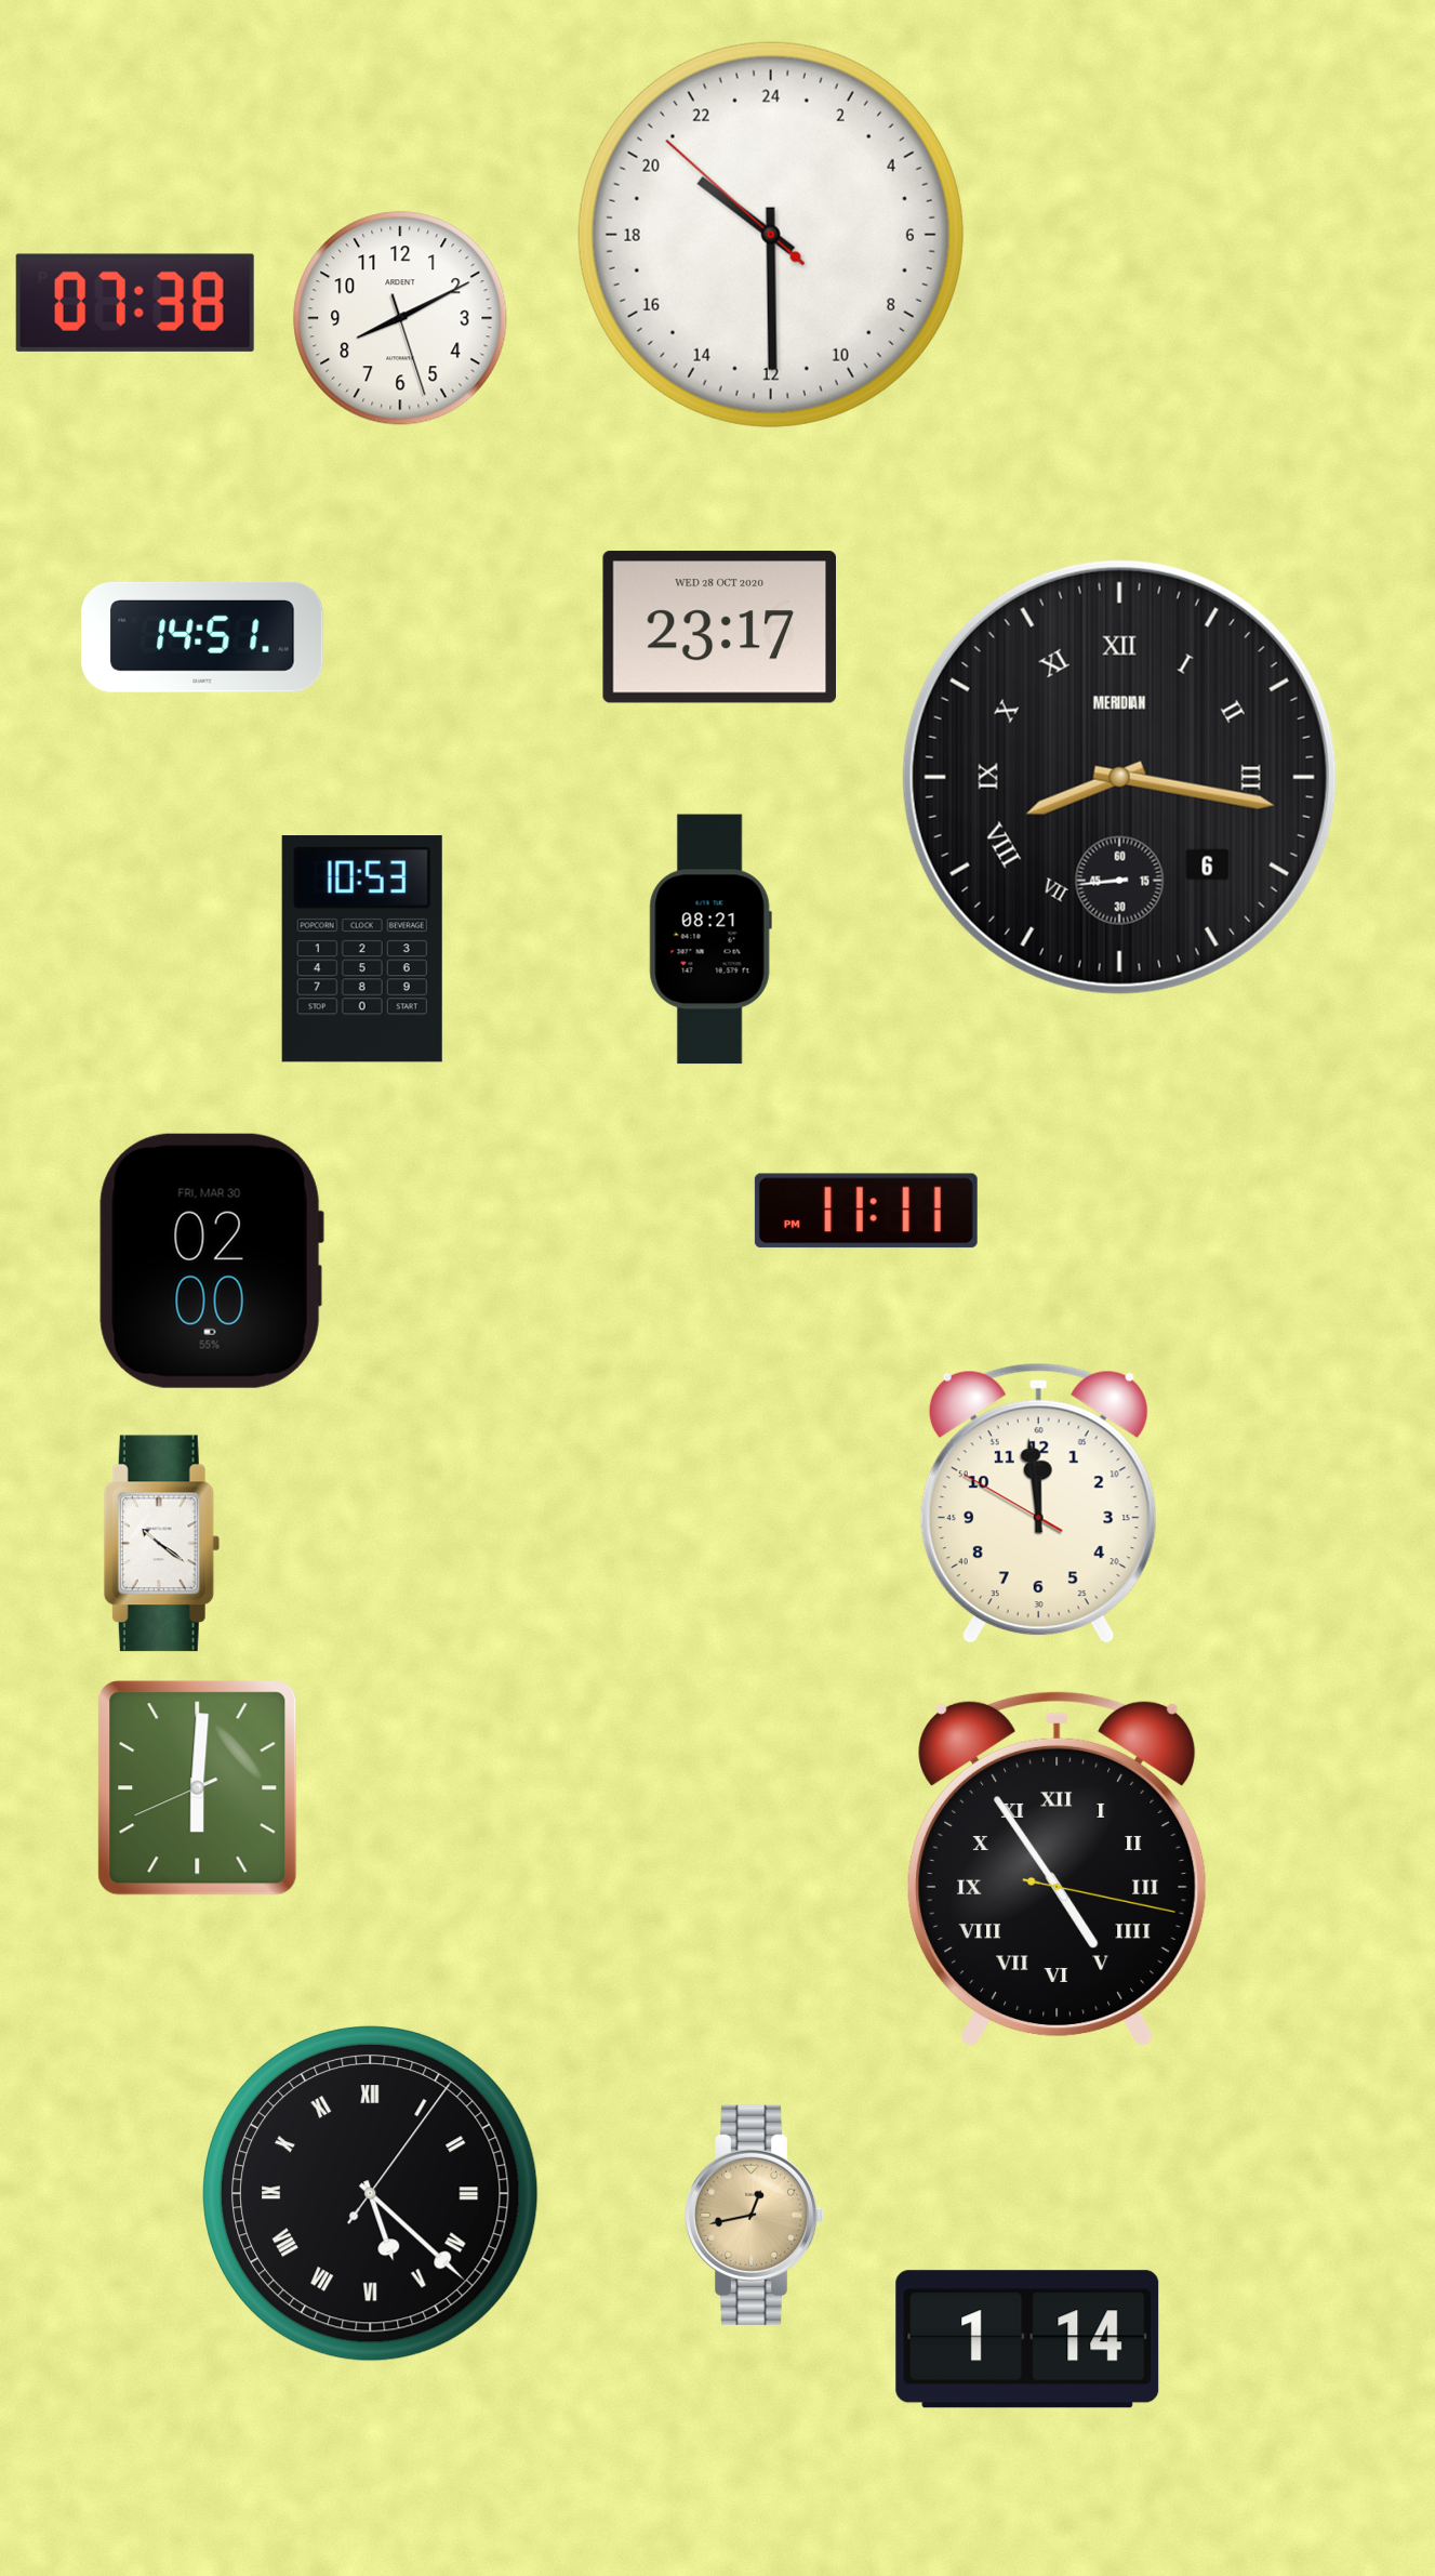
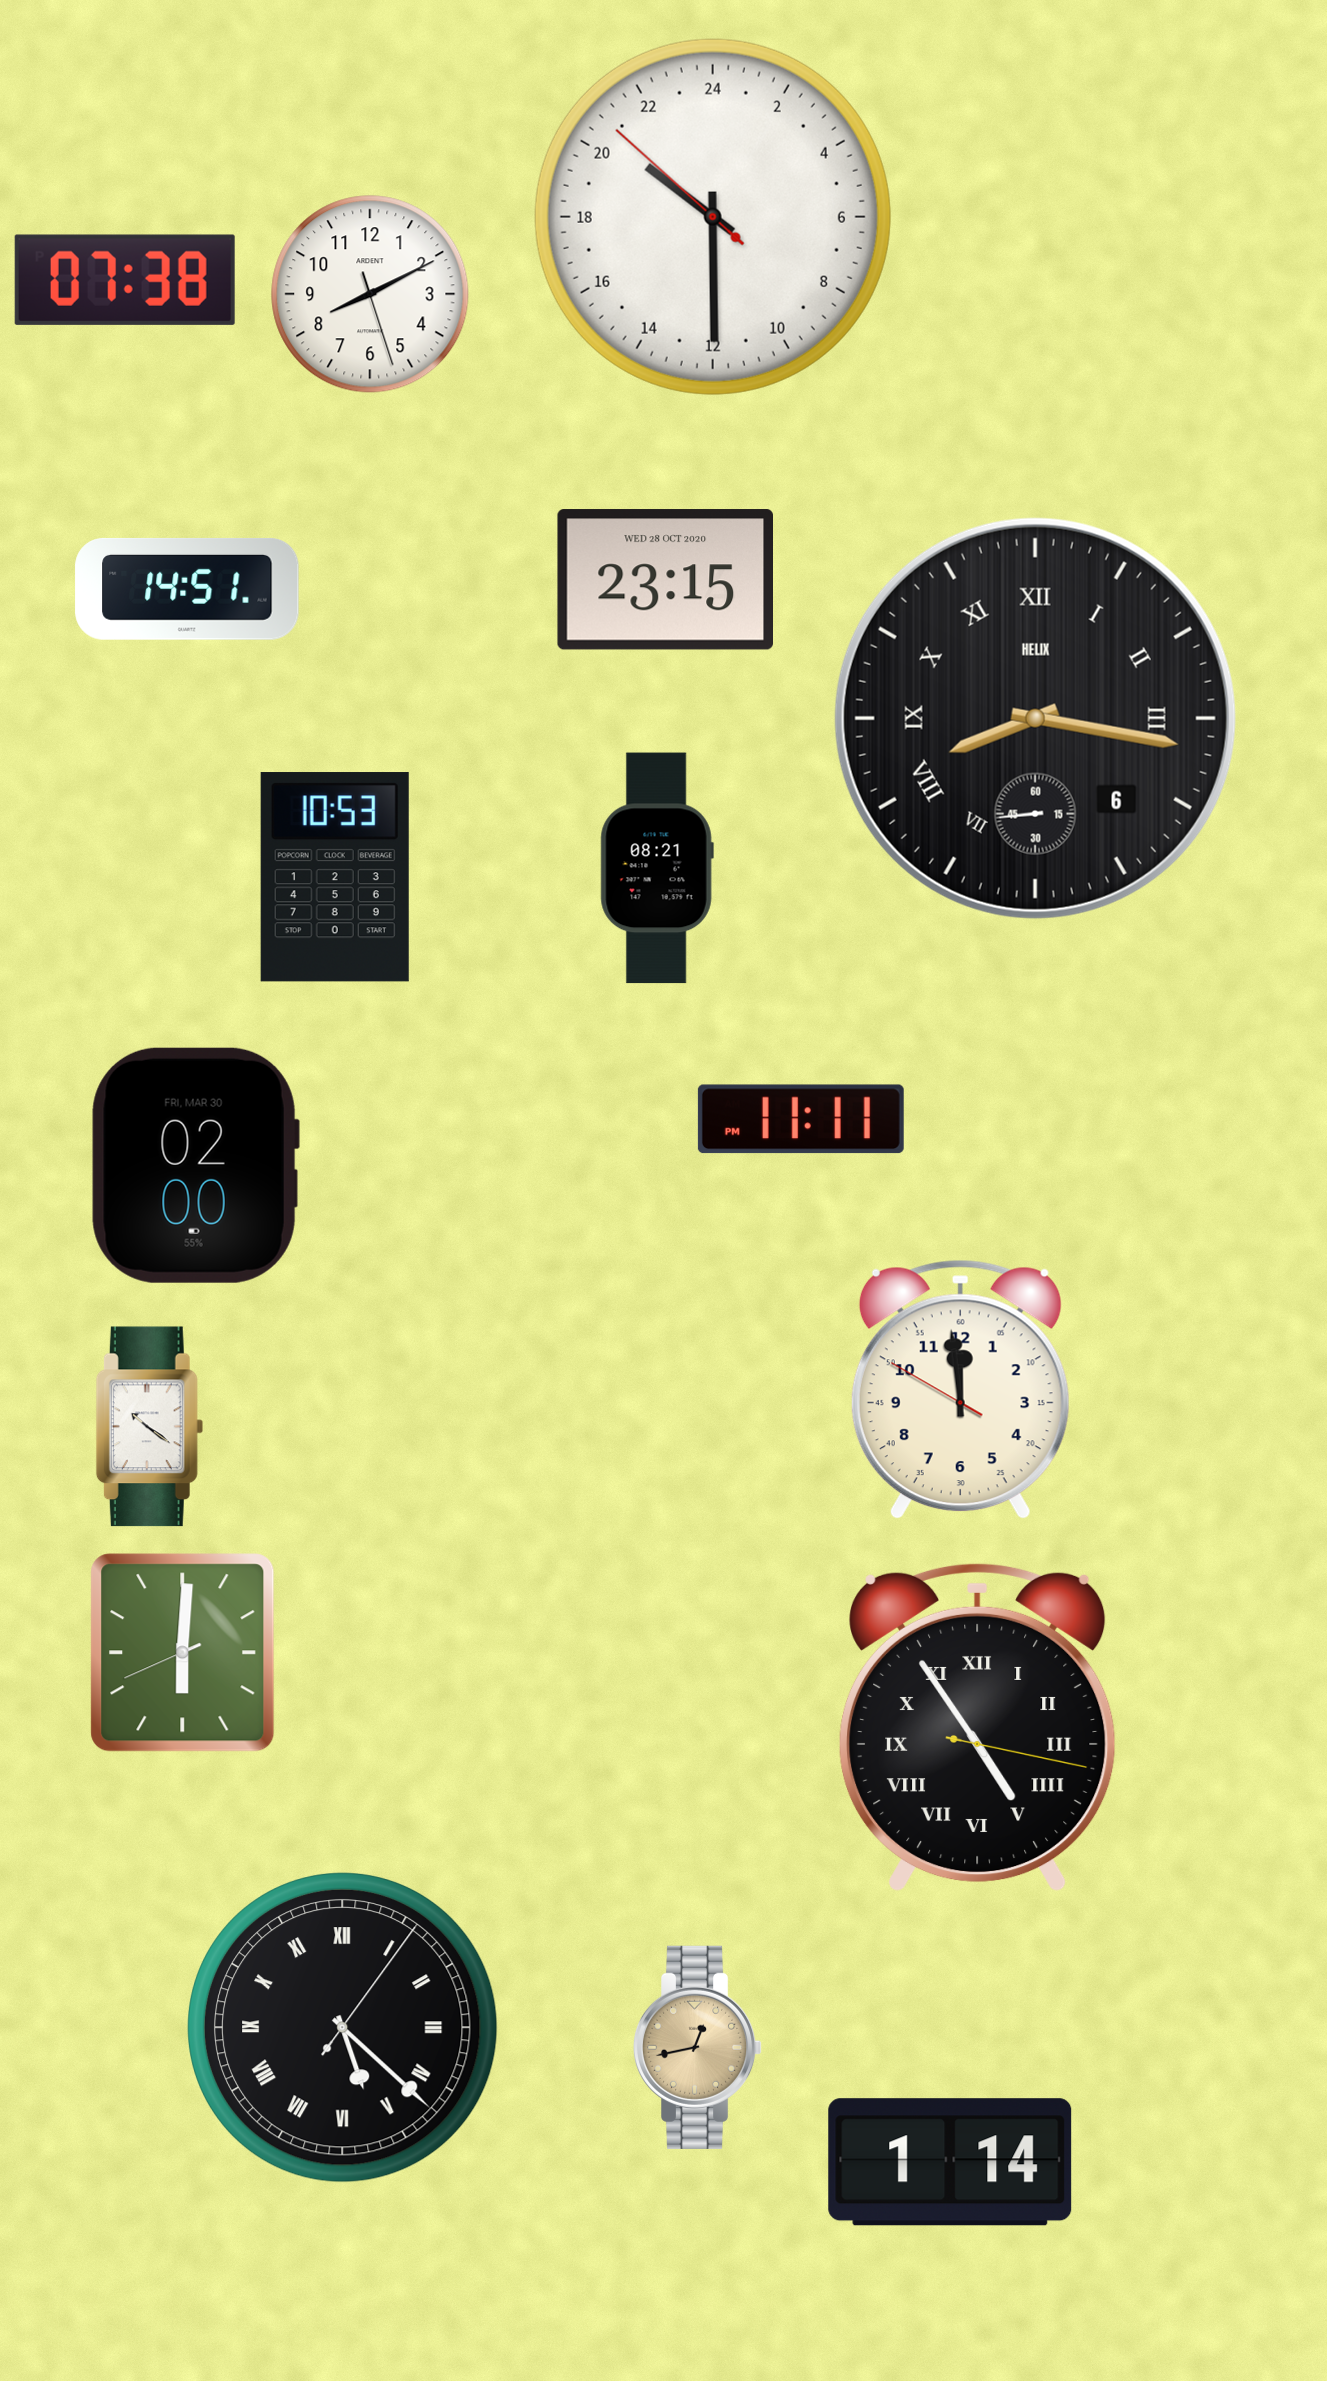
clock at (719, 628): 23:17 -> 23:15
clock at (1119, 777) brand: MERIDIAN -> HELIX
